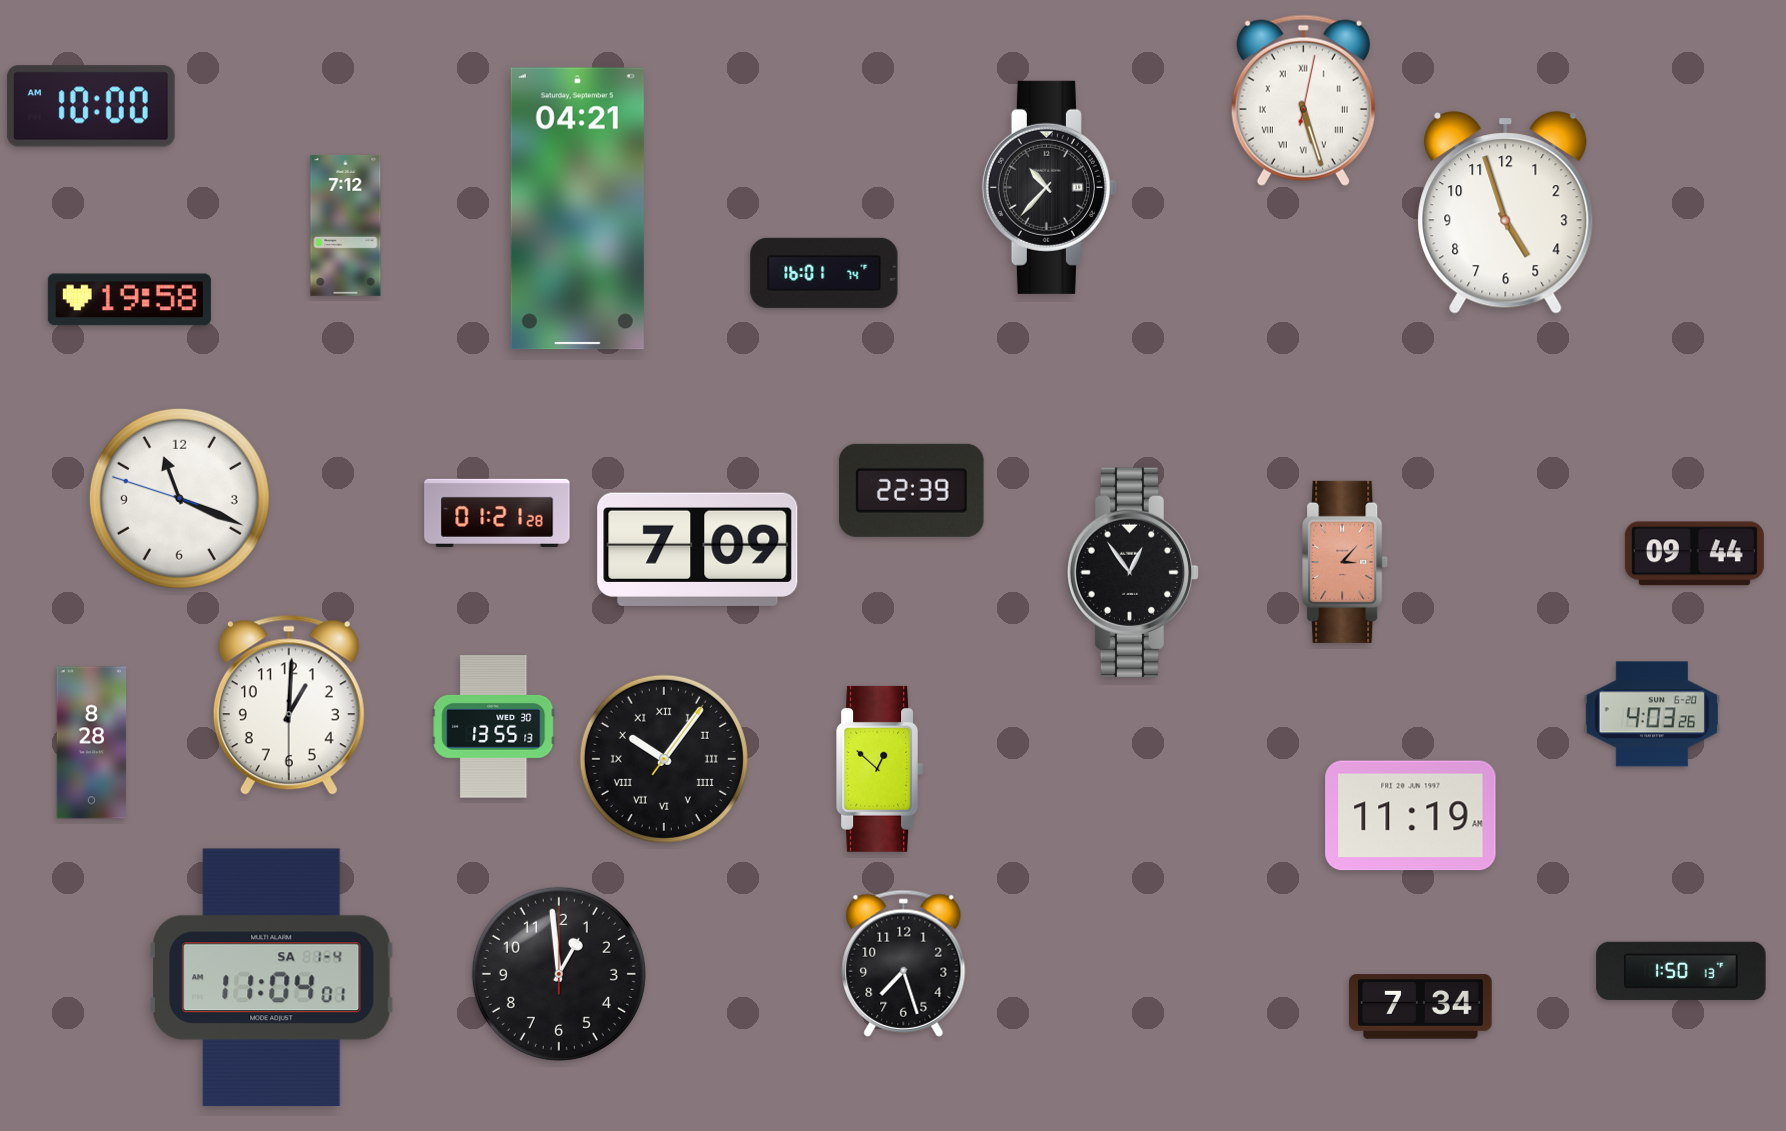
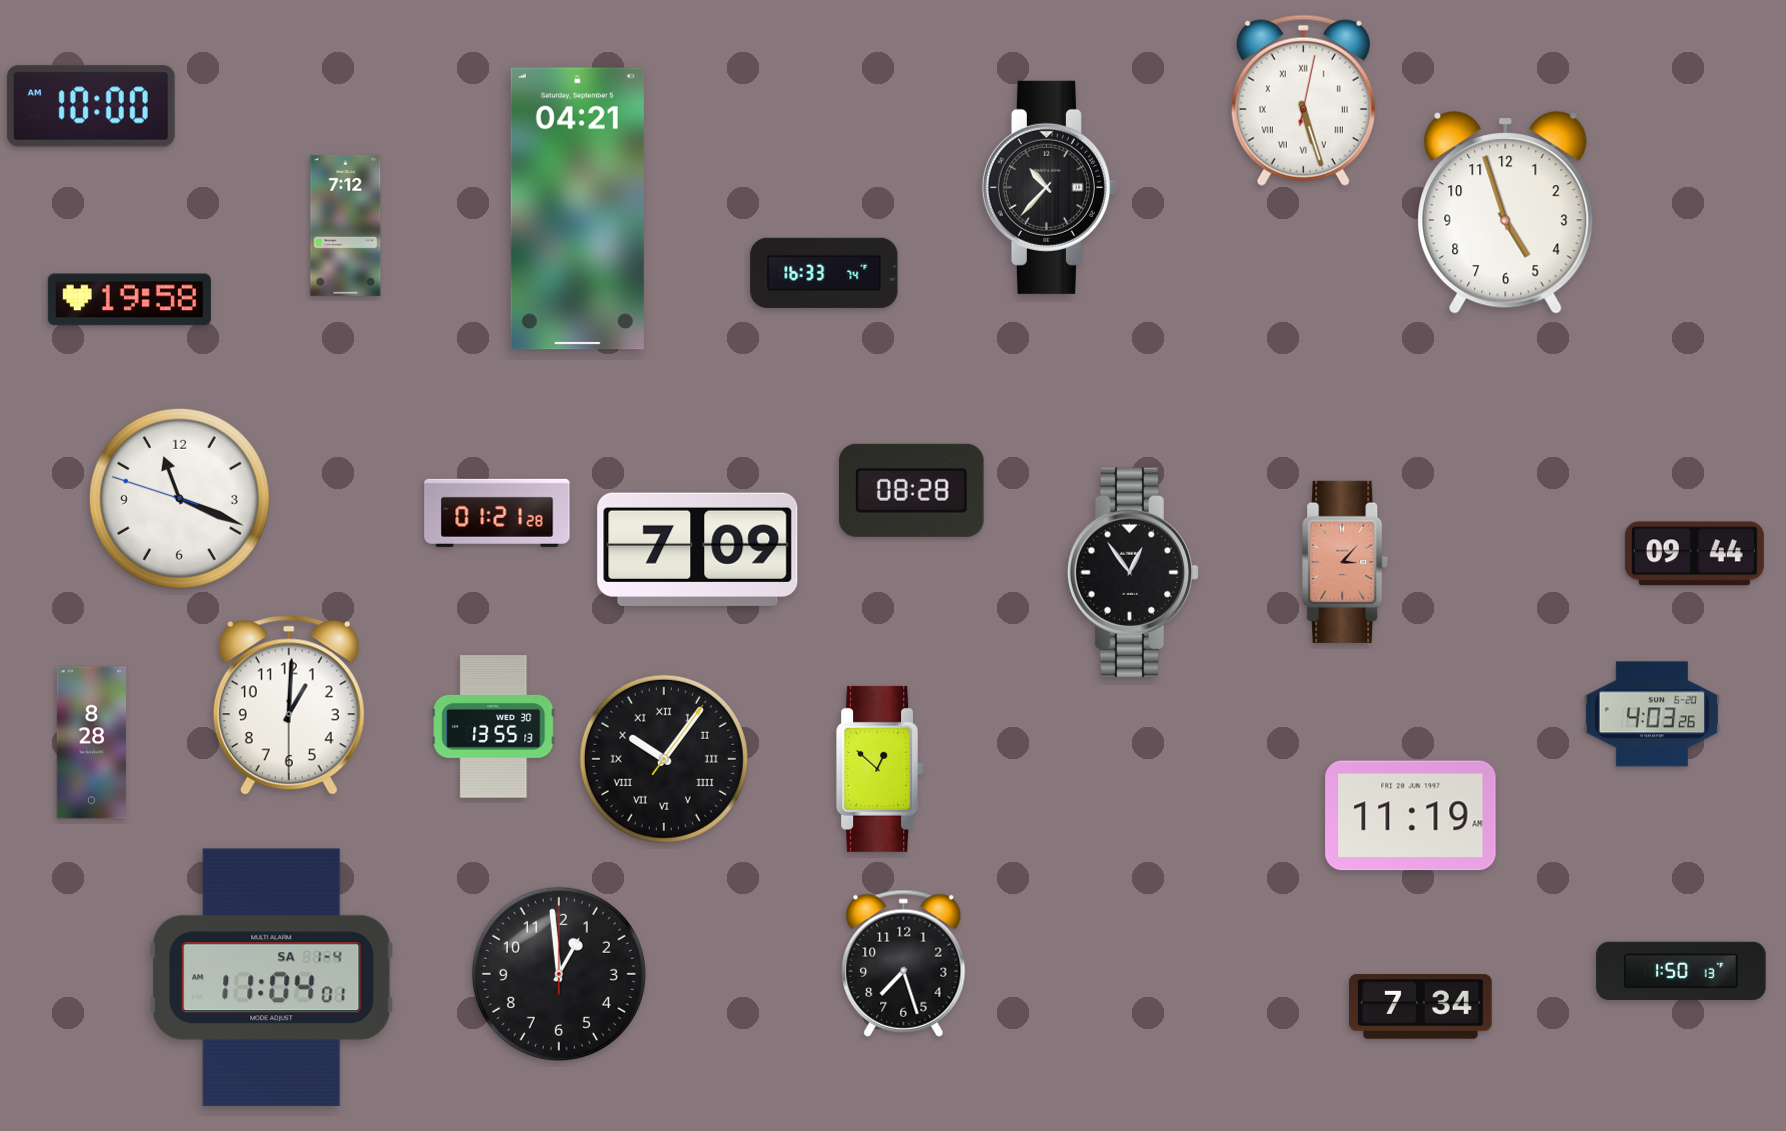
clock at (824, 273): 16:01 -> 16:33
clock at (912, 490): 22:39 -> 08:28
